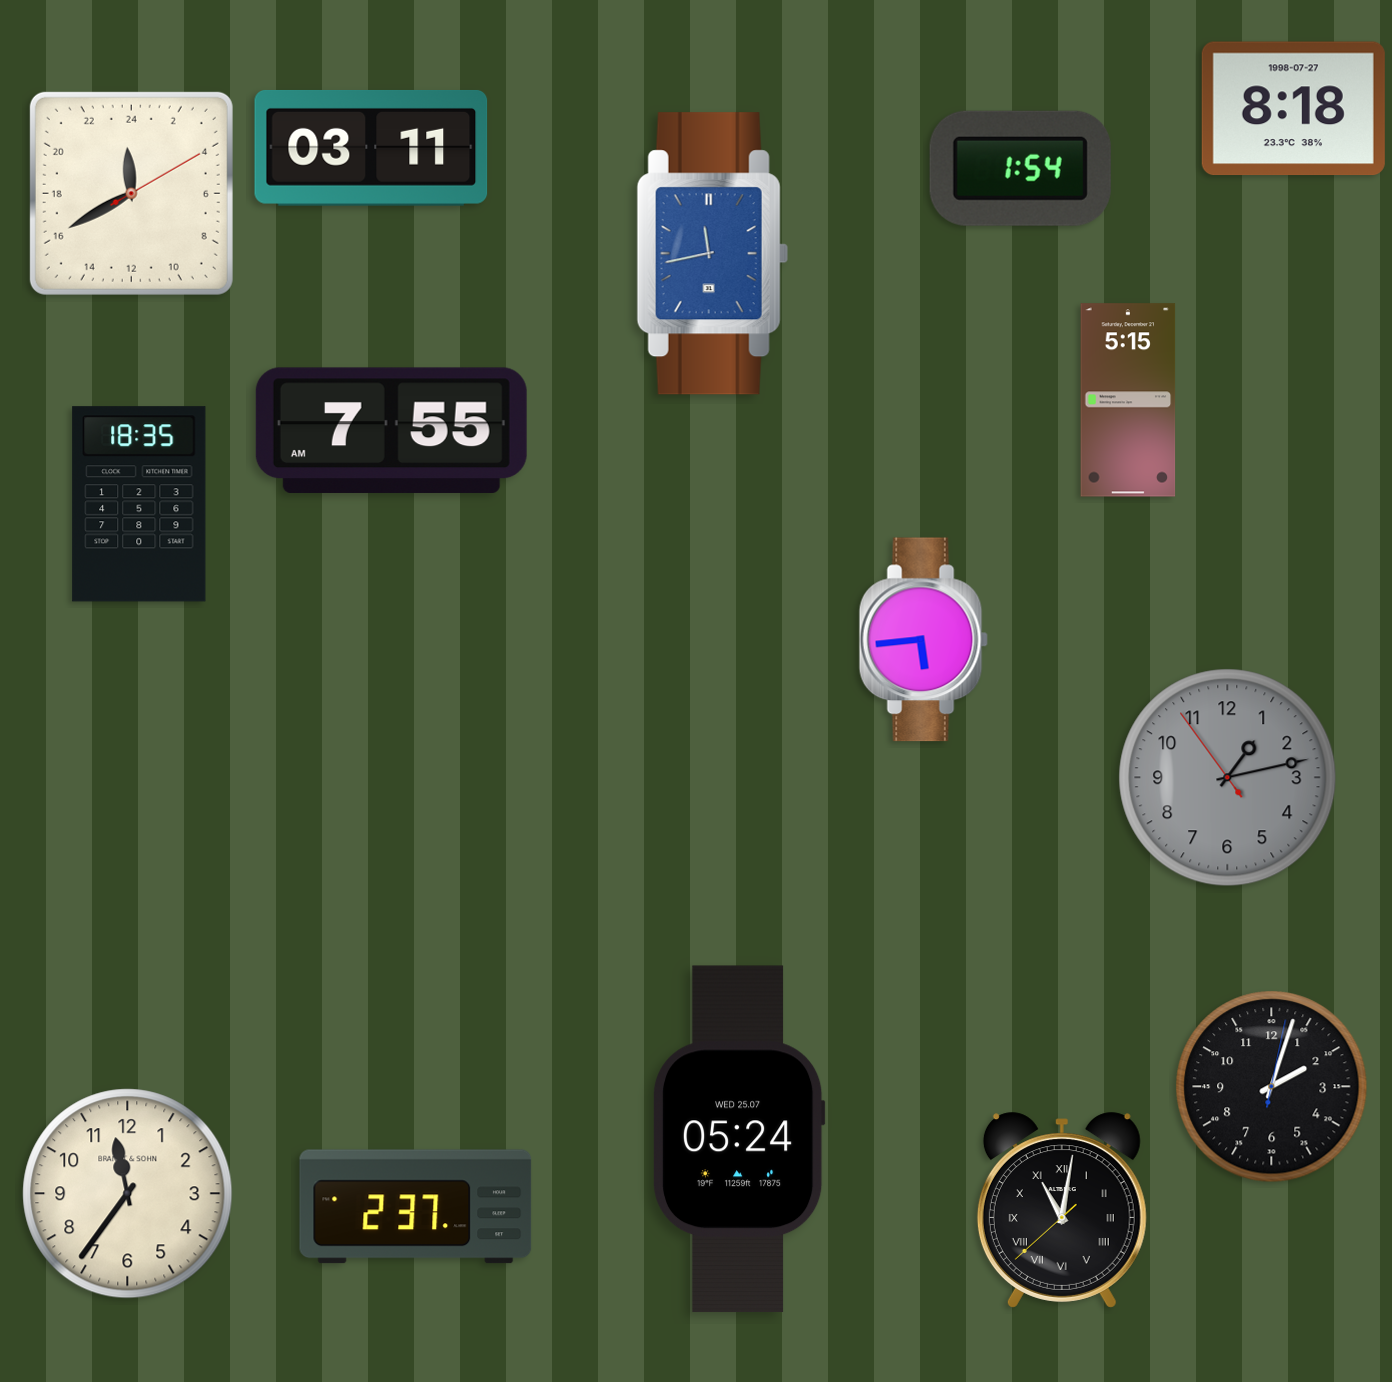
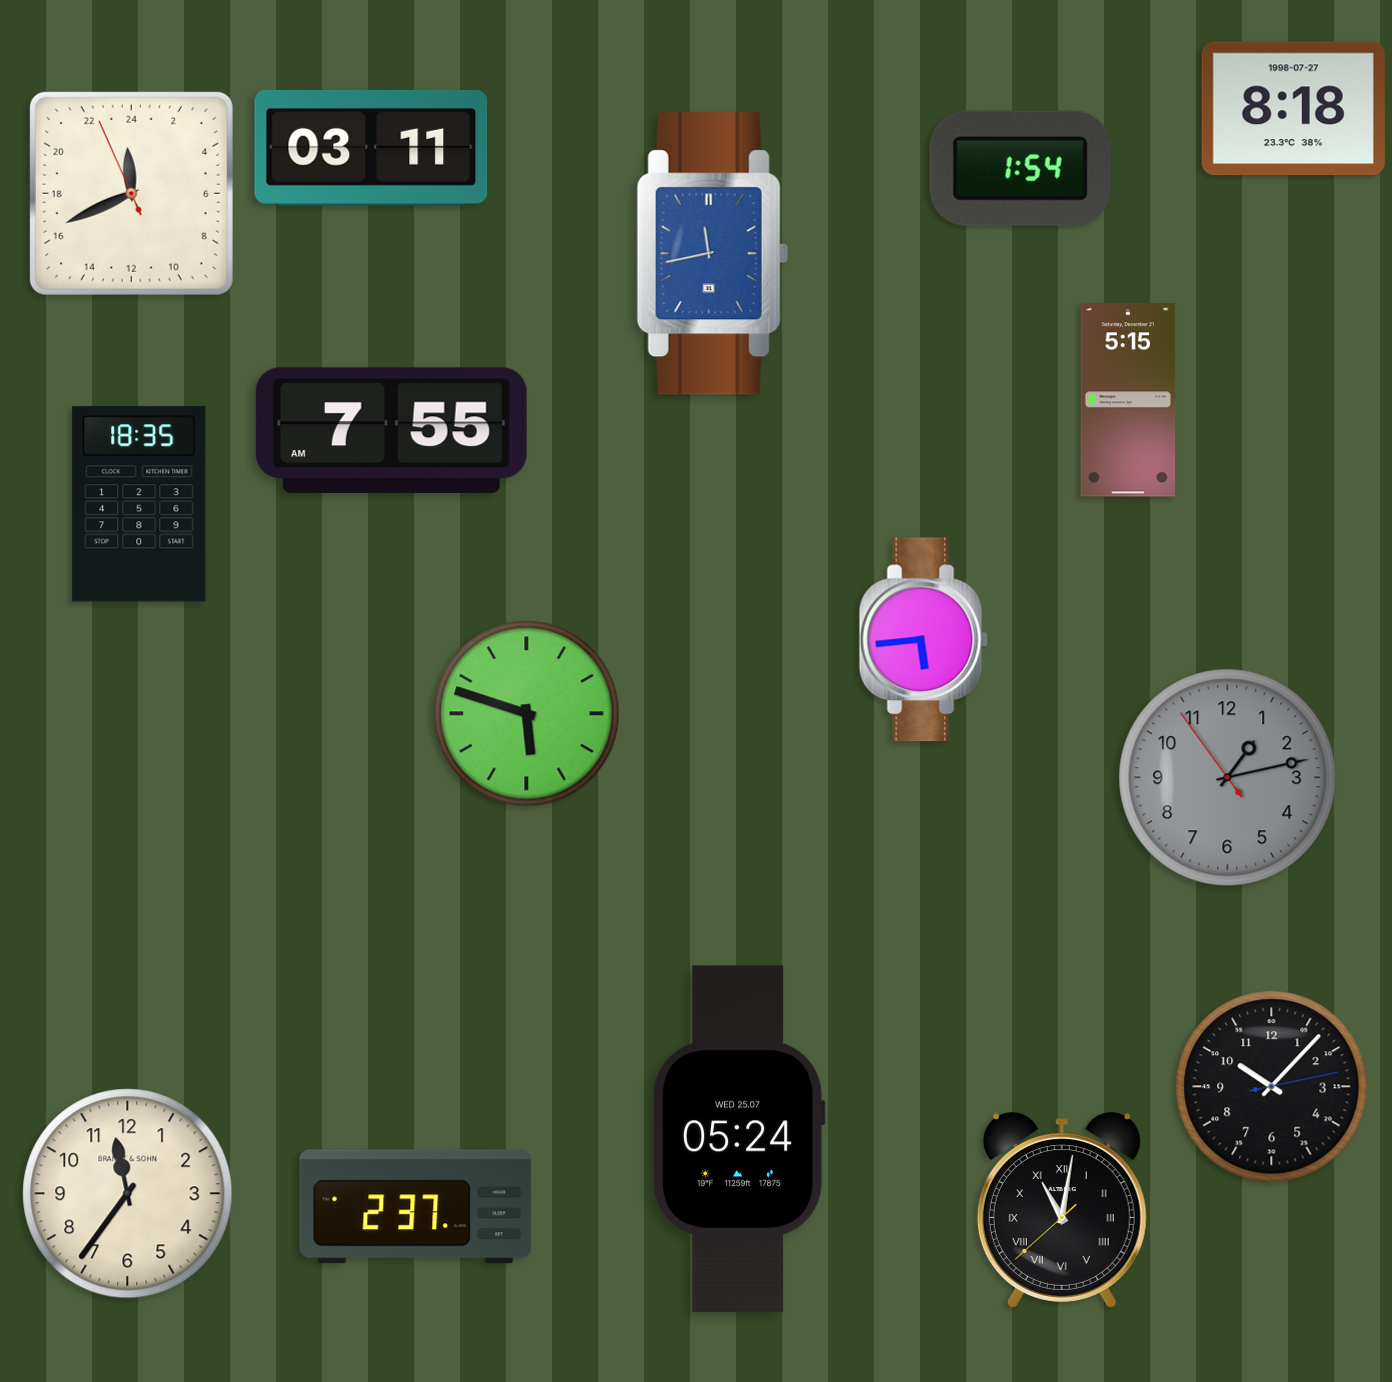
clock at (131, 193): 23:40:10 -> 23:40:56
clock at (527, 714): none -> 5:48
clock at (1272, 1087): 2:03 -> 10:07
